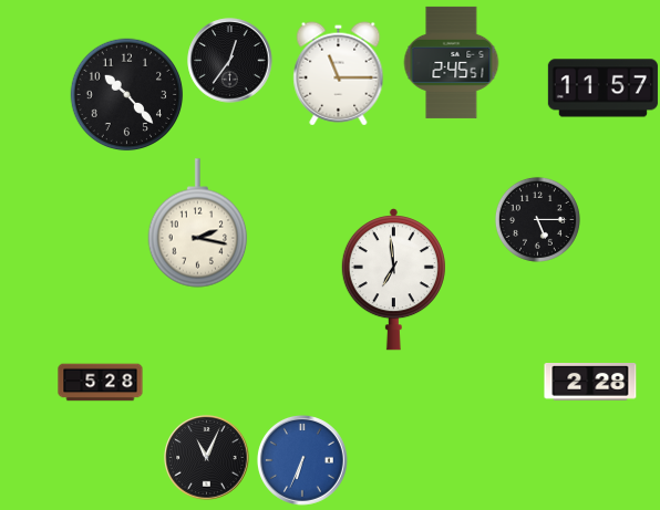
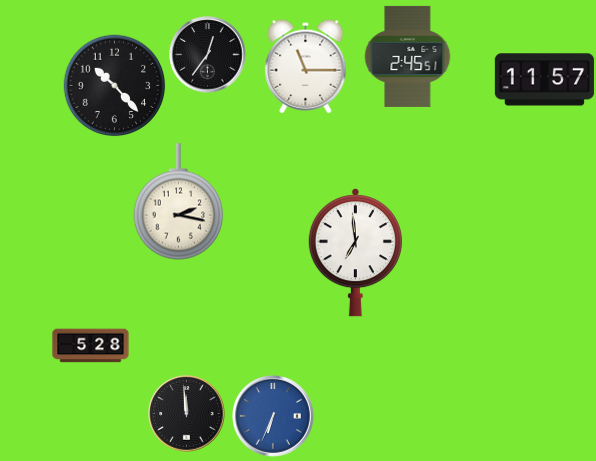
clock at (537, 219): 5:15 -> none
clock at (590, 383): 2:28 -> none
clock at (207, 458): 11:04 -> 11:59
